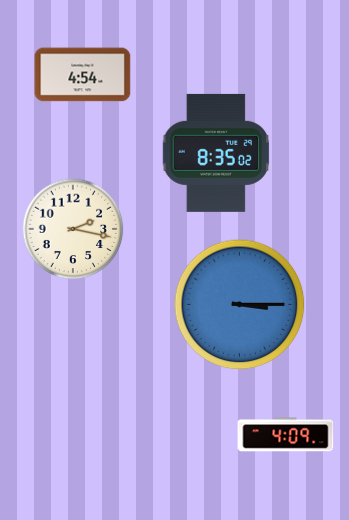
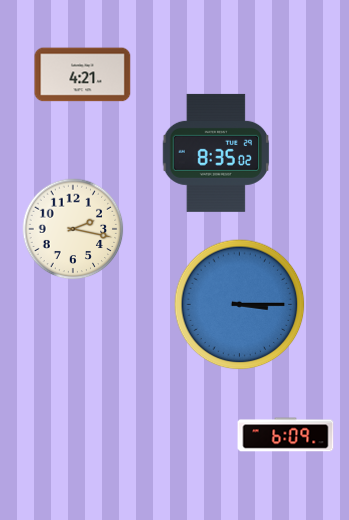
clock at (83, 75): 4:54 -> 4:21
clock at (286, 435): 4:09 -> 6:09
